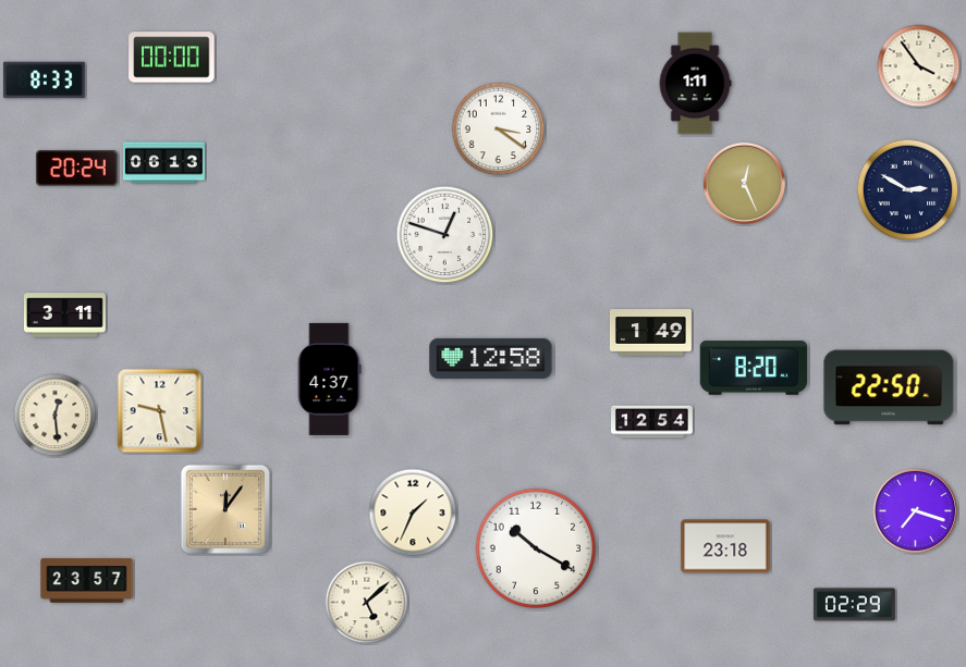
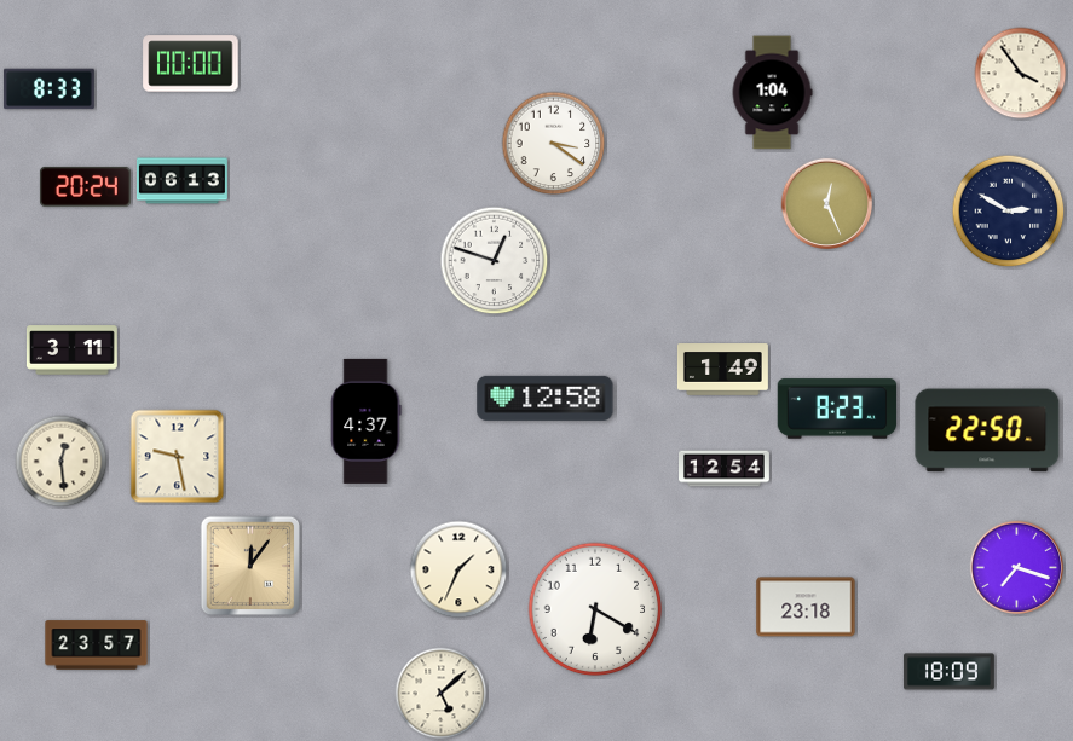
clock at (695, 84): 1:11 -> 1:04
clock at (754, 368): 8:20 -> 8:23
clock at (536, 548): 10:20 -> 6:20
clock at (367, 603) position: (367, 603) -> (442, 694)
clock at (854, 605): 02:29 -> 18:09
